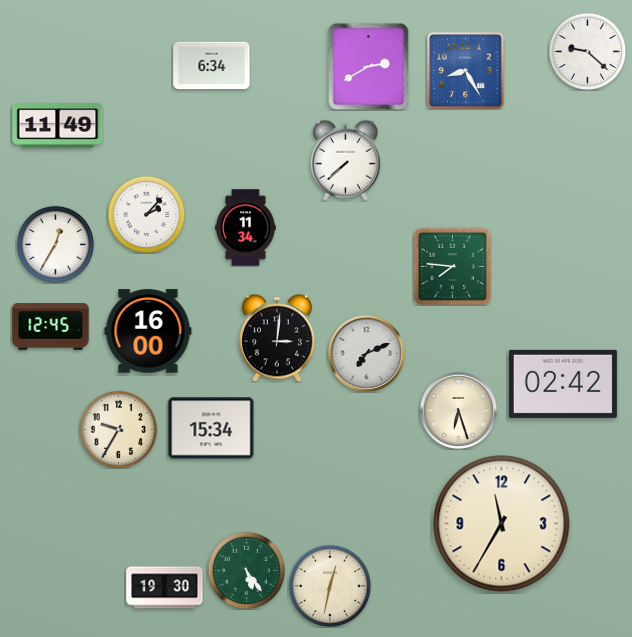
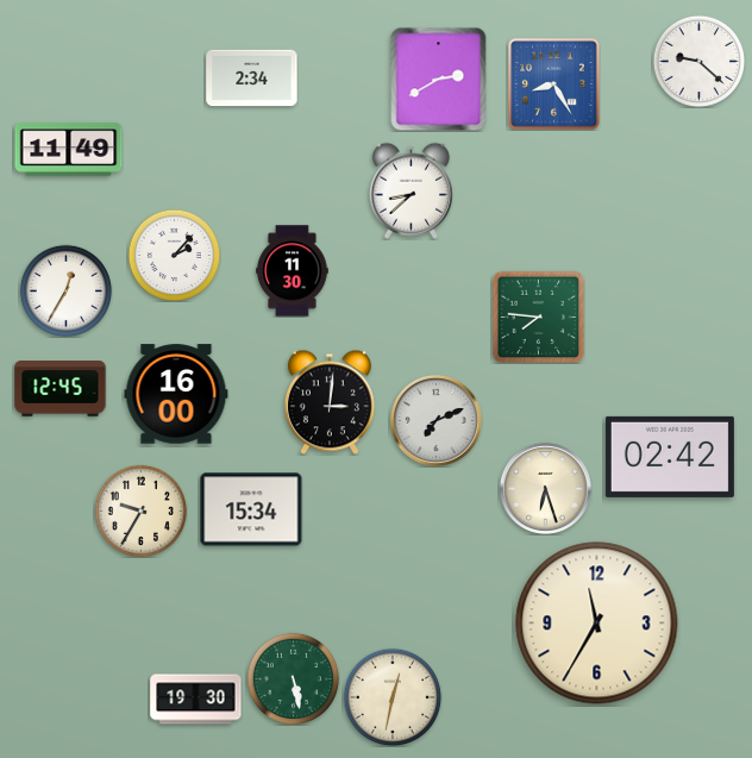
clock at (212, 66): 6:34 -> 2:34
clock at (345, 160): 7:38 -> 8:38
clock at (246, 228): 11:34 -> 11:30
clock at (246, 570): 5:24 -> 5:28
